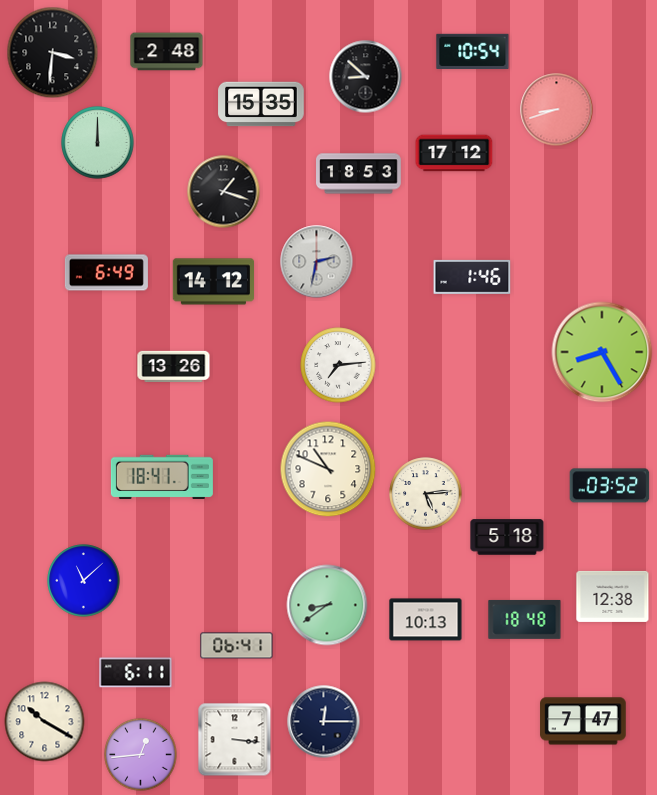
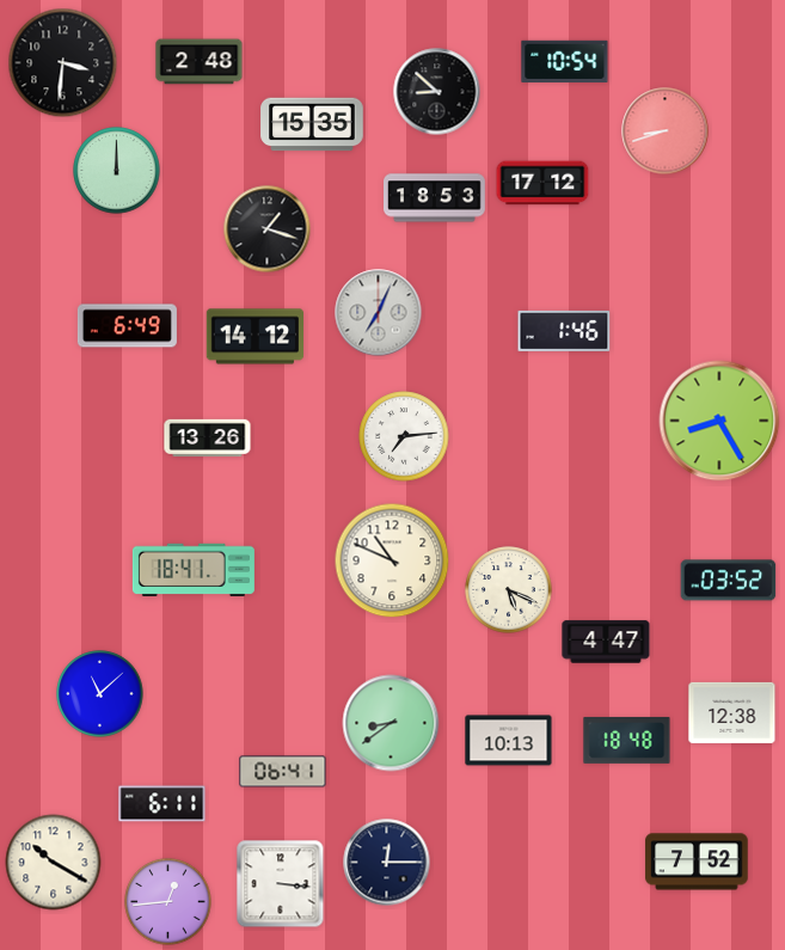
clock at (359, 174) position: (359, 174) -> (435, 198)
clock at (317, 262): 2:32 -> 7:04
clock at (426, 494): 5:14 -> 5:19
clock at (507, 537): 5:18 -> 4:47
clock at (583, 721): 7:47 -> 7:52
